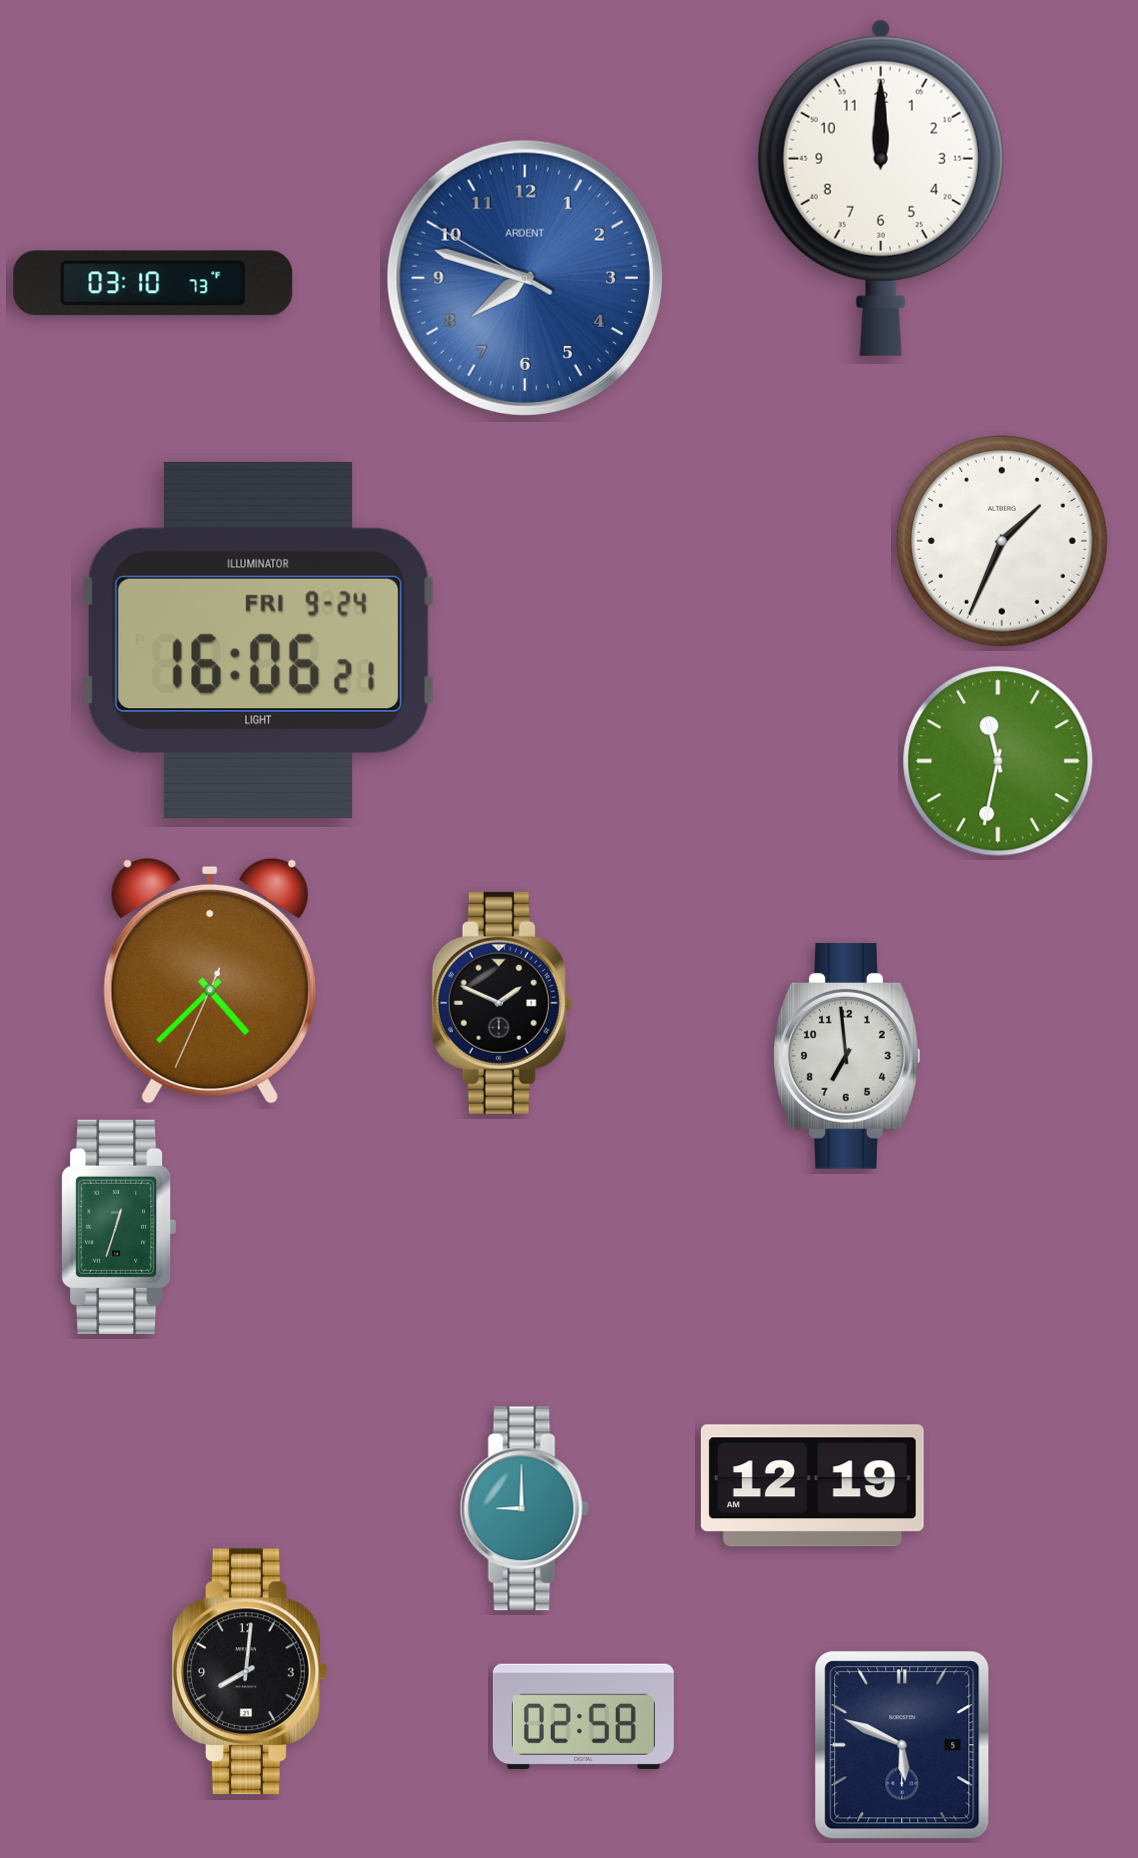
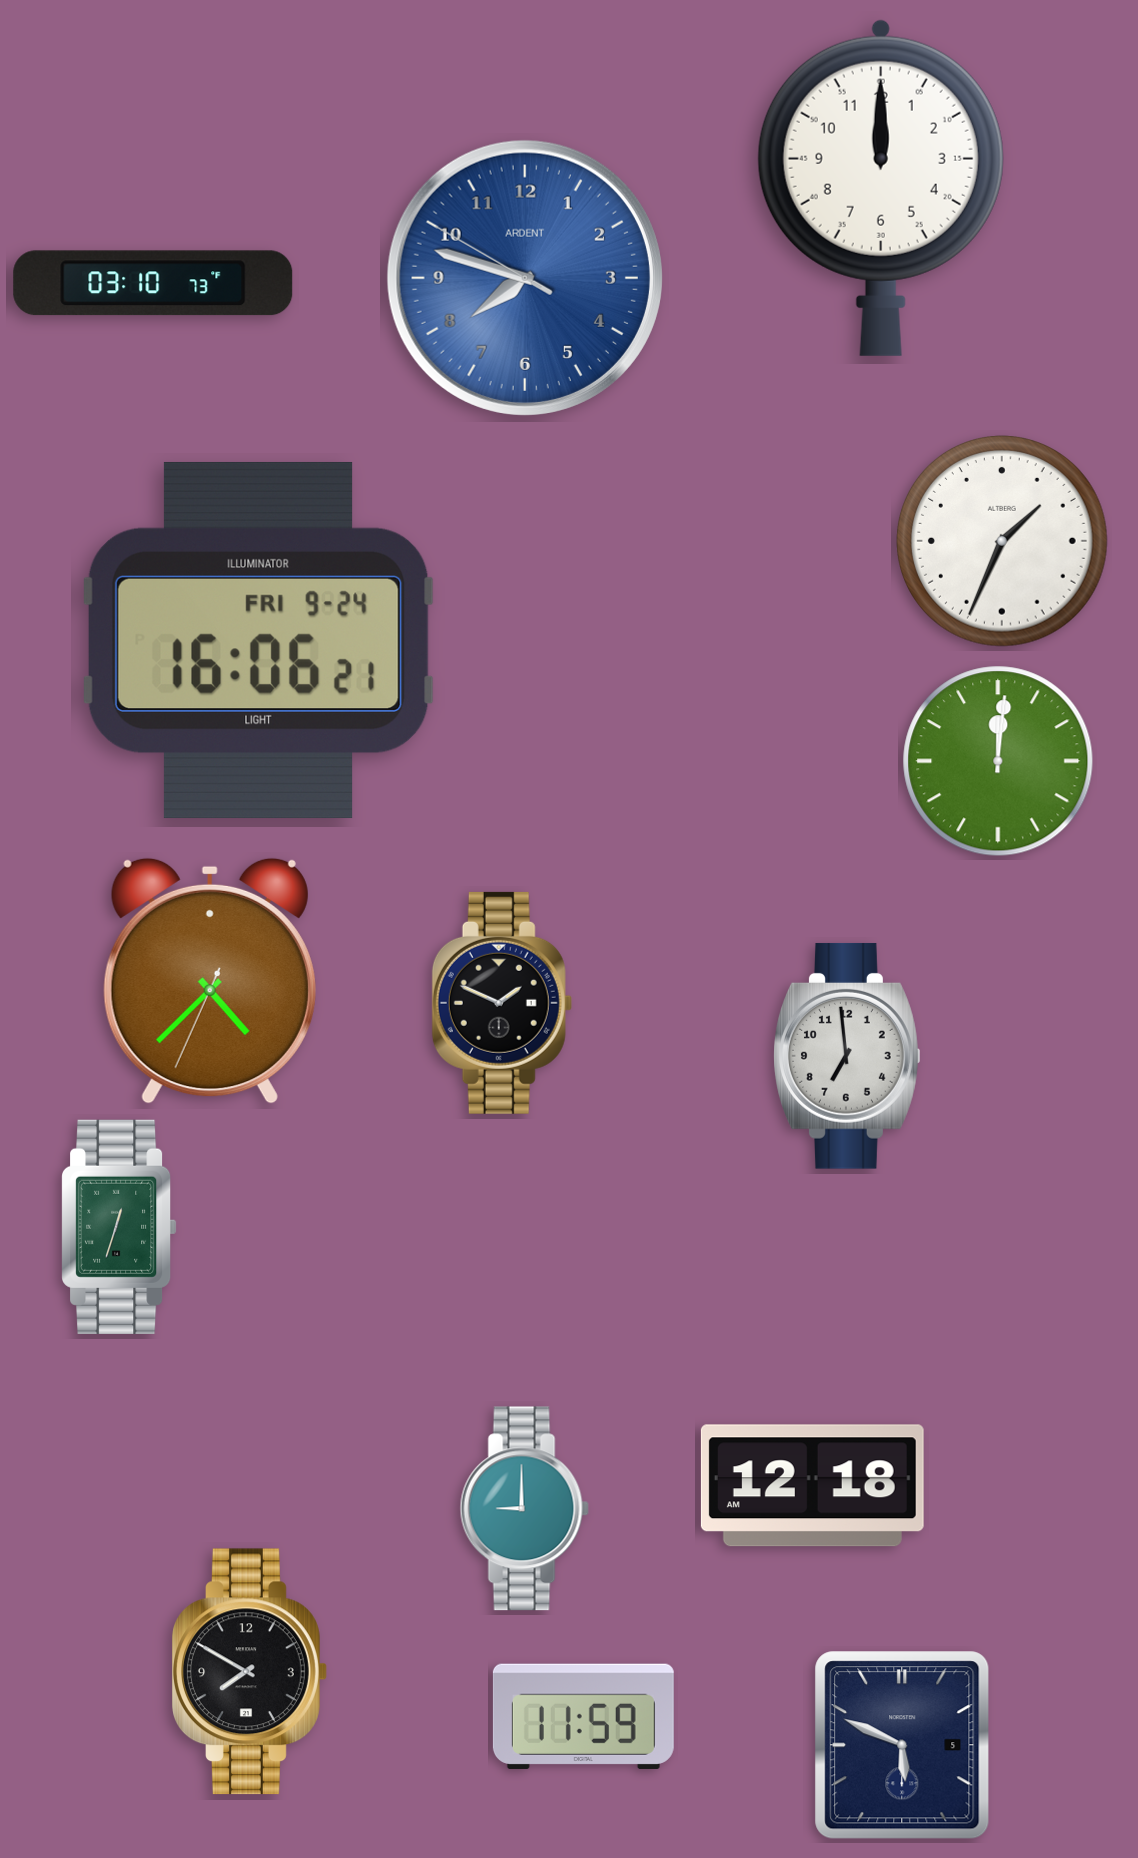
clock at (998, 761): 11:32 -> 12:01
clock at (812, 1486): 12:19 -> 12:18
clock at (250, 1672): 8:01 -> 7:50
clock at (583, 1716): 02:58 -> 11:59
